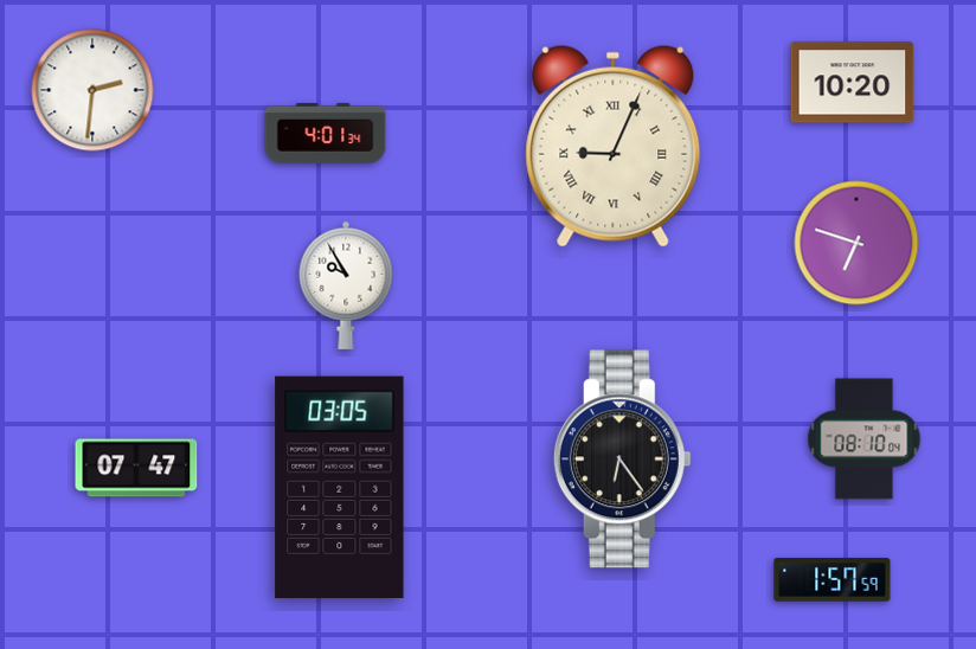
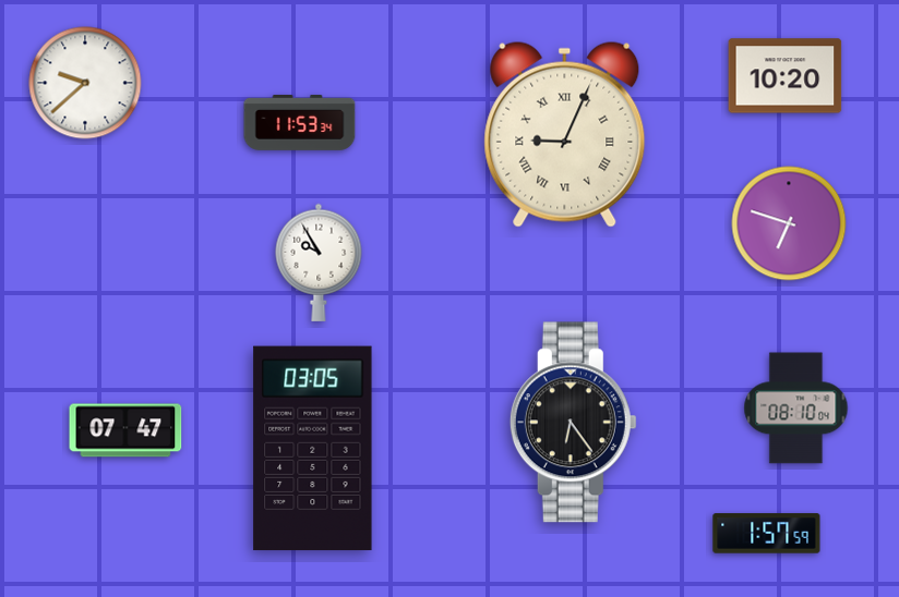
clock at (92, 90): 2:31 -> 9:38
clock at (326, 133): 4:01 -> 11:53
clock at (865, 439) position: (865, 439) -> (796, 409)
